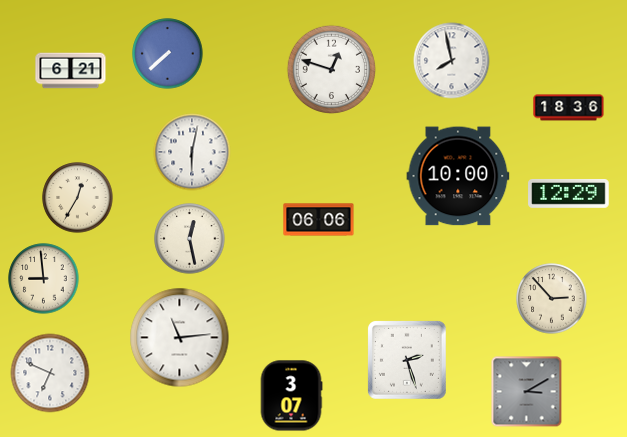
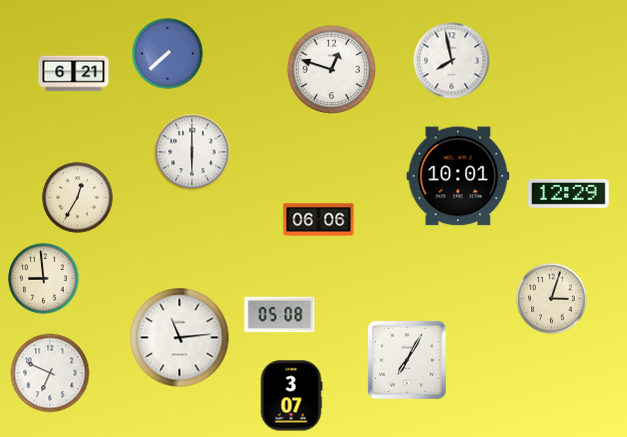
clock at (71, 71) position: (71, 71) -> (74, 74)
clock at (569, 108): 18:36 -> none
clock at (192, 152): 6:02 -> 6:00
clock at (458, 176): 10:00 -> 10:01
clock at (190, 239): 12:28 -> none
clock at (552, 299): 2:53 -> 3:03
clock at (280, 315): none -> 05:08
clock at (407, 360): 2:27 -> 7:05
clock at (527, 392): 3:10 -> none
